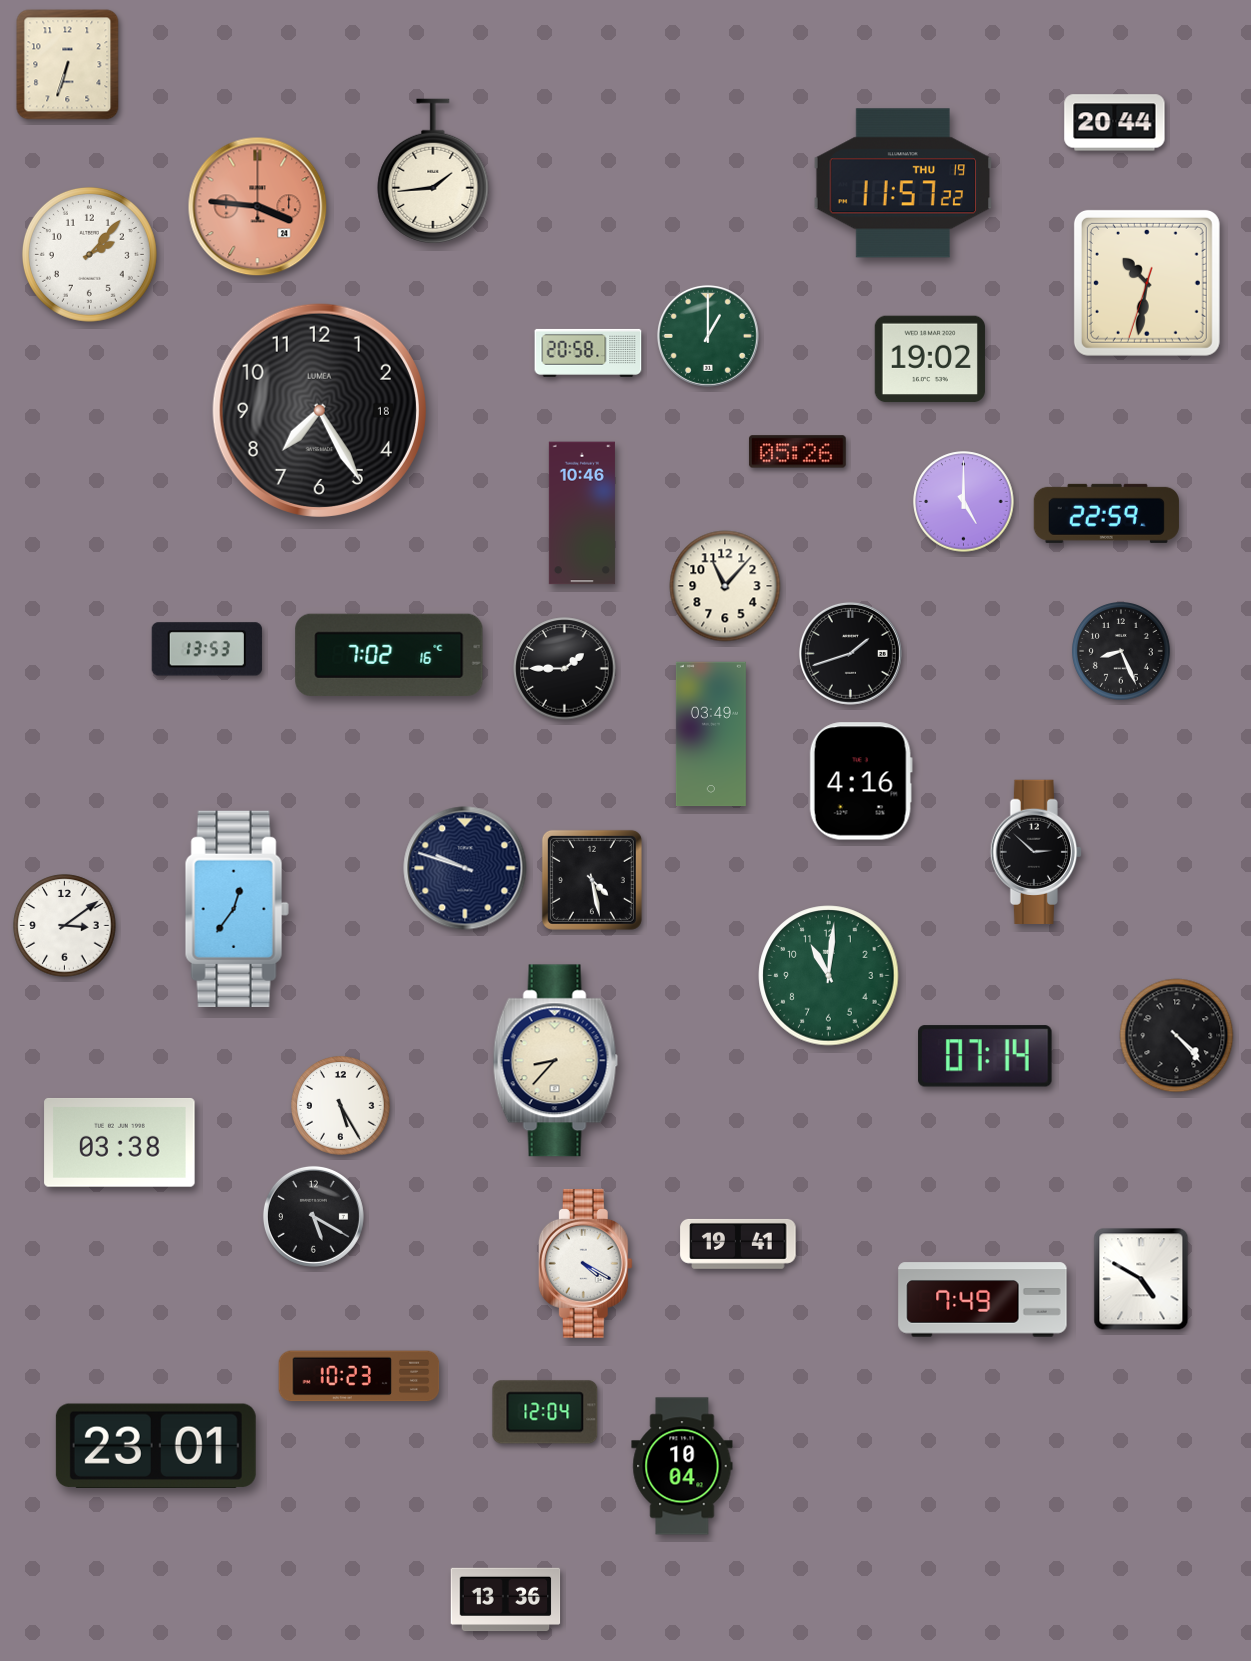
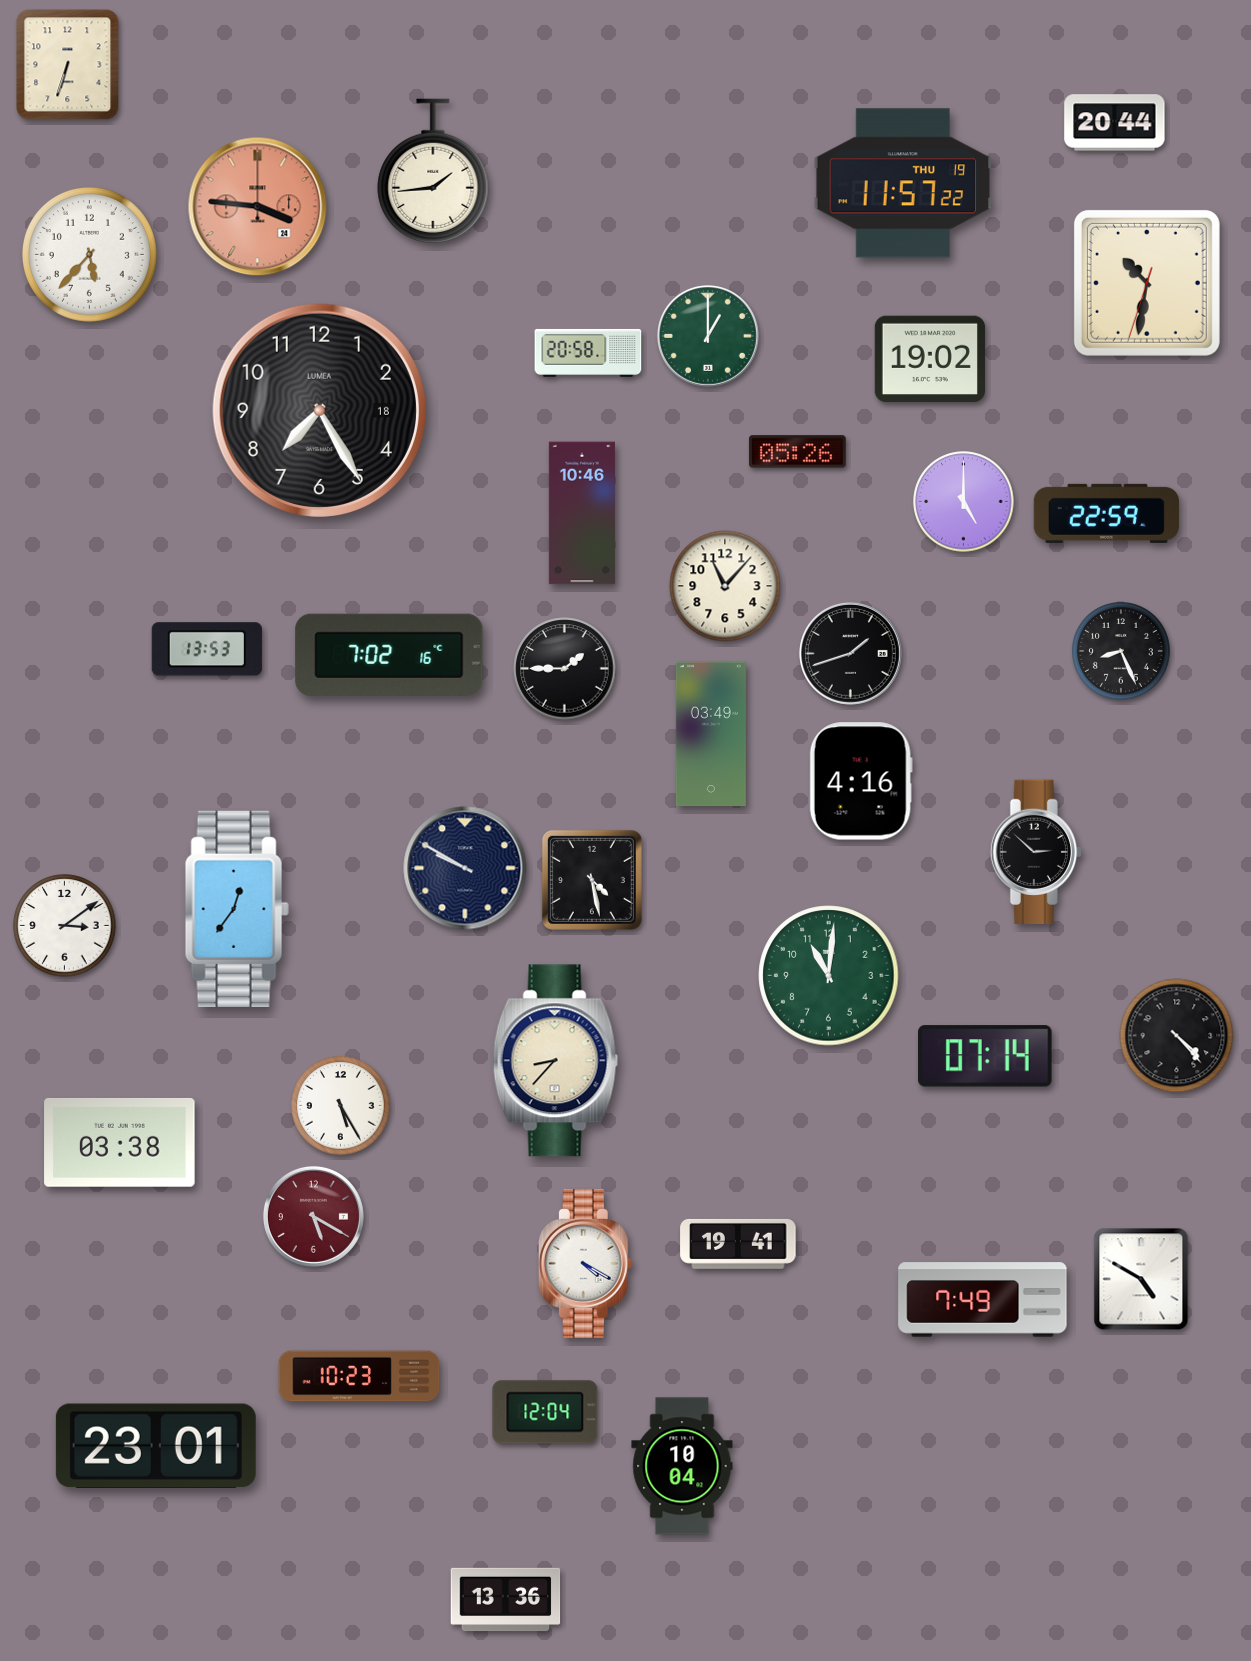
clock at (89, 254): 2:07 -> 5:37
clock at (465, 868): 9:48 -> 9:50
clock at (313, 1216) dial: black -> burgundy
